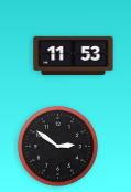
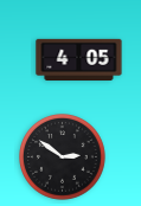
clock at (74, 55): 11:53 -> 4:05
